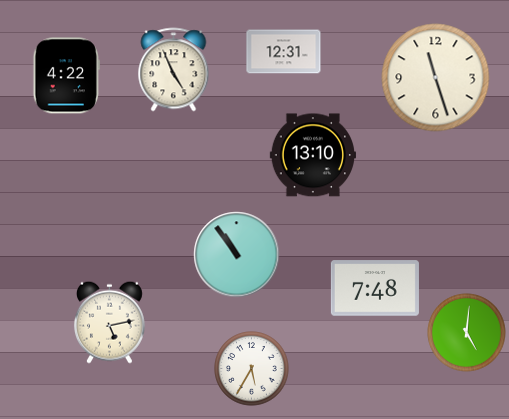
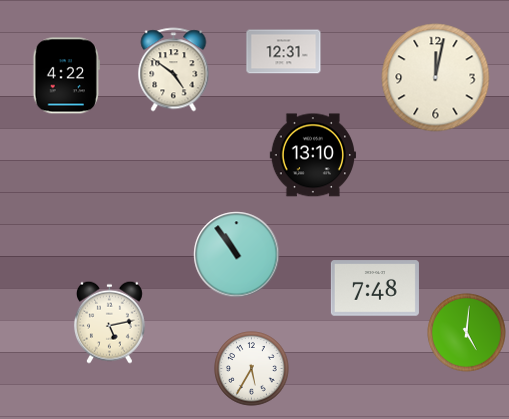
clock at (174, 70): 4:56 -> 4:51
clock at (436, 78): 11:27 -> 12:02
